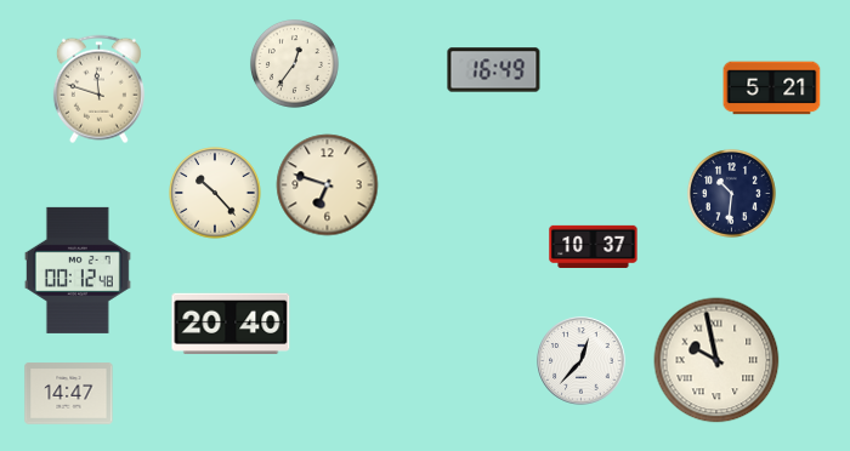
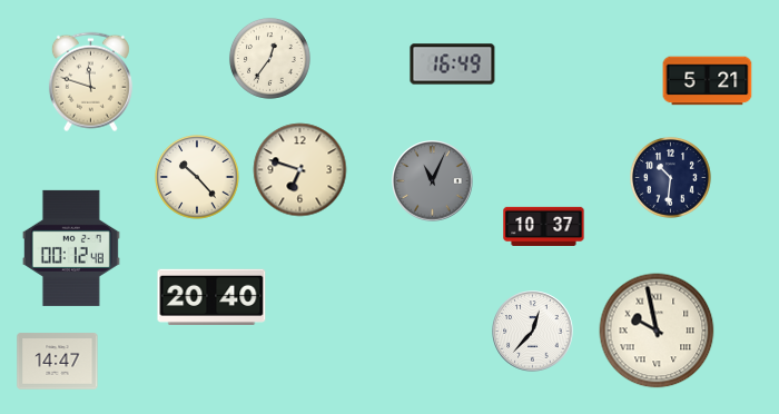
clock at (433, 181): none -> 11:04
clock at (69, 394) position: (69, 394) -> (58, 362)
